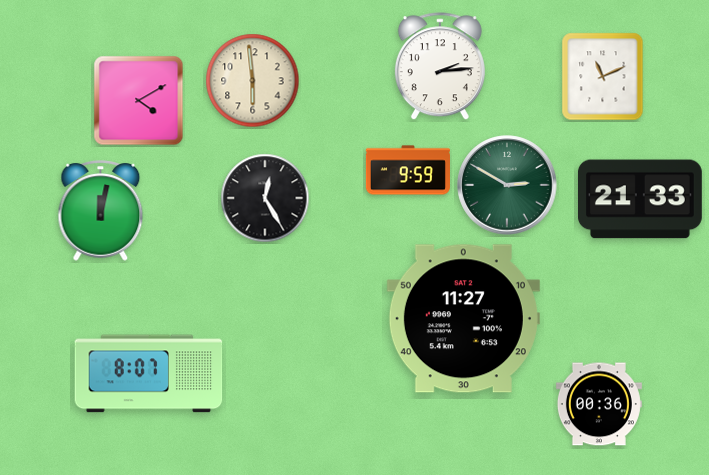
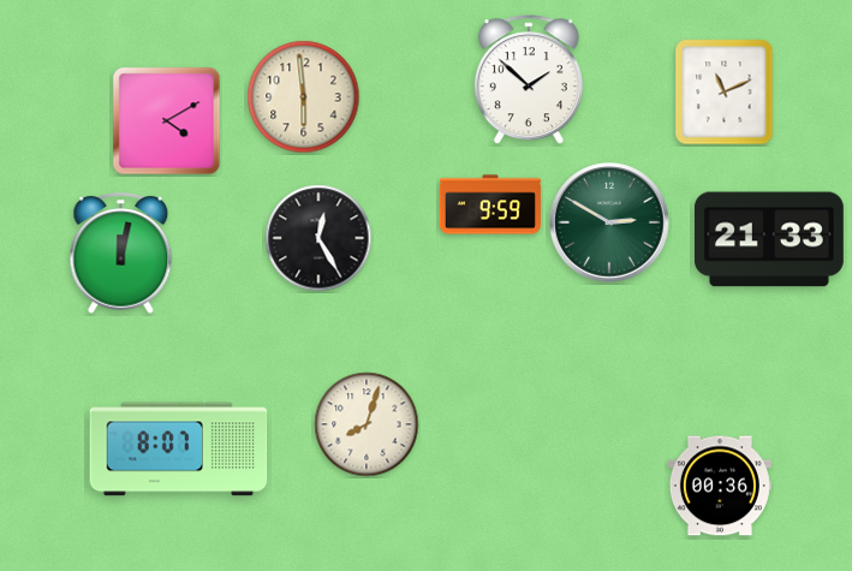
clock at (440, 67): 2:14 -> 1:52
clock at (463, 319): 11:27 -> none
clock at (367, 424): none -> 8:03
